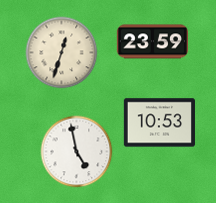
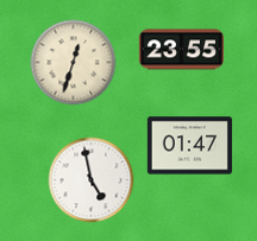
clock at (152, 42): 23:59 -> 23:55
clock at (159, 123): 10:53 -> 01:47
